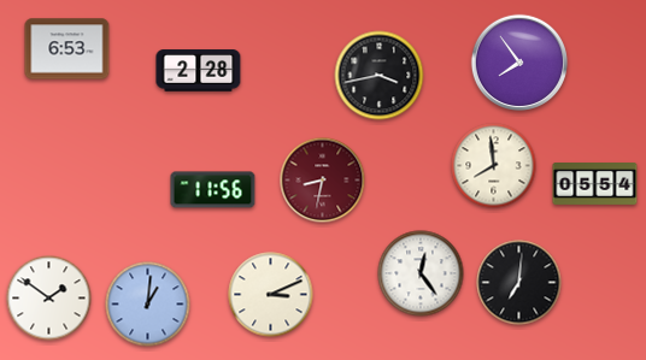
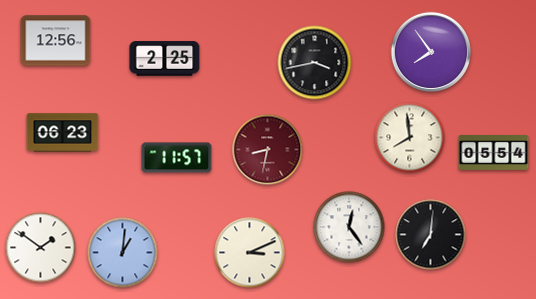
clock at (67, 49): 6:53 -> 12:56
clock at (199, 71): 2:28 -> 2:25
clock at (63, 133): none -> 06:23
clock at (213, 190): 11:56 -> 11:57
clock at (271, 295) position: (271, 295) -> (250, 253)
